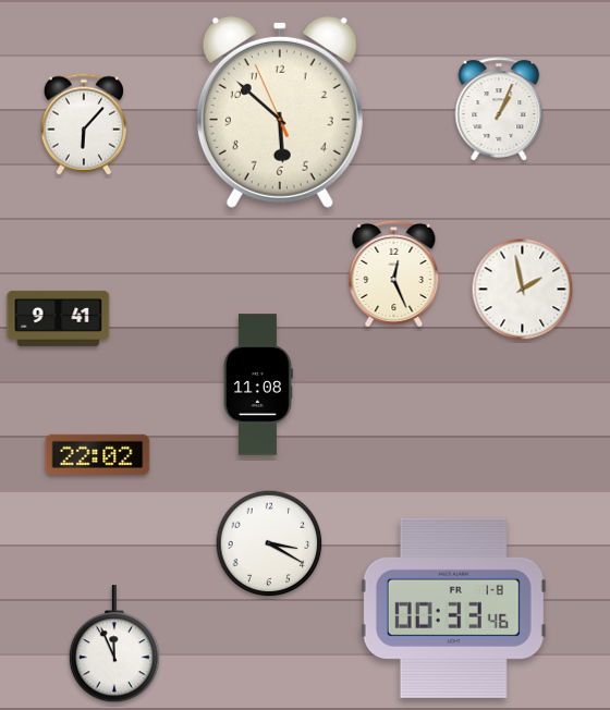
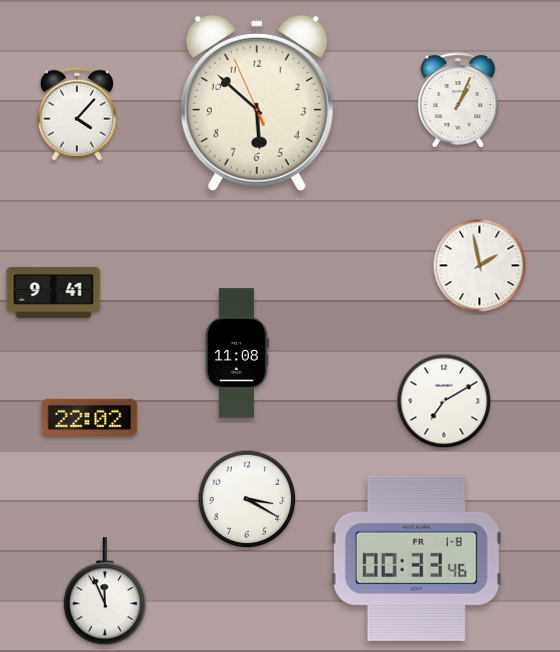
clock at (84, 124): 6:07 -> 4:07
clock at (394, 273): 12:26 -> none
clock at (444, 401): none -> 7:10
